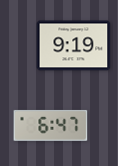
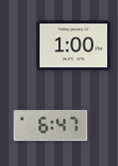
clock at (74, 46): 9:19 -> 1:00
